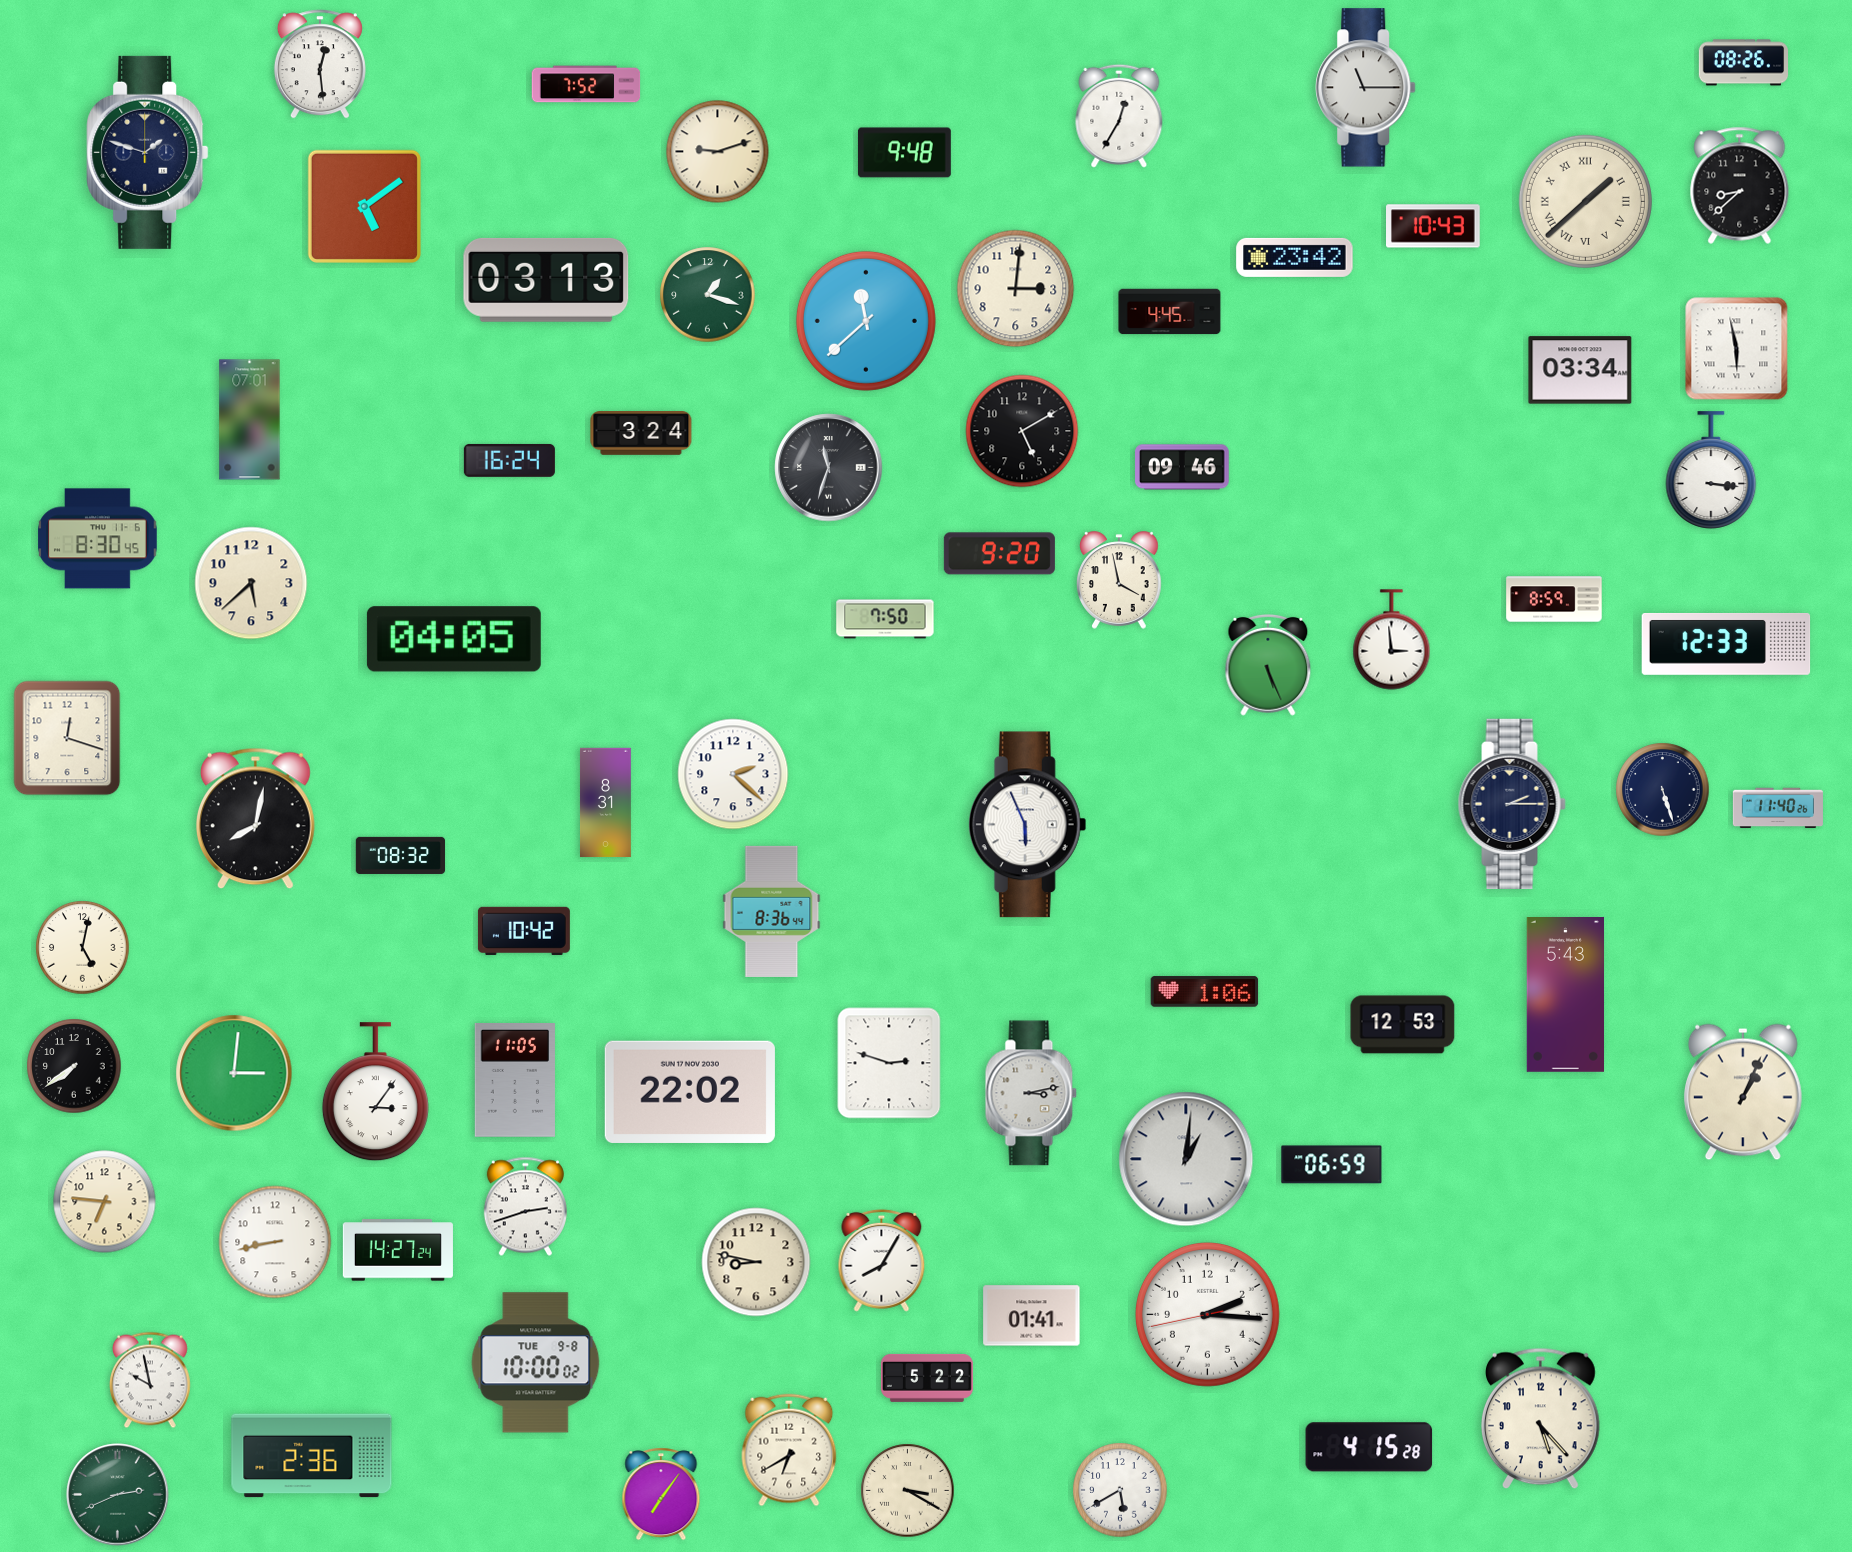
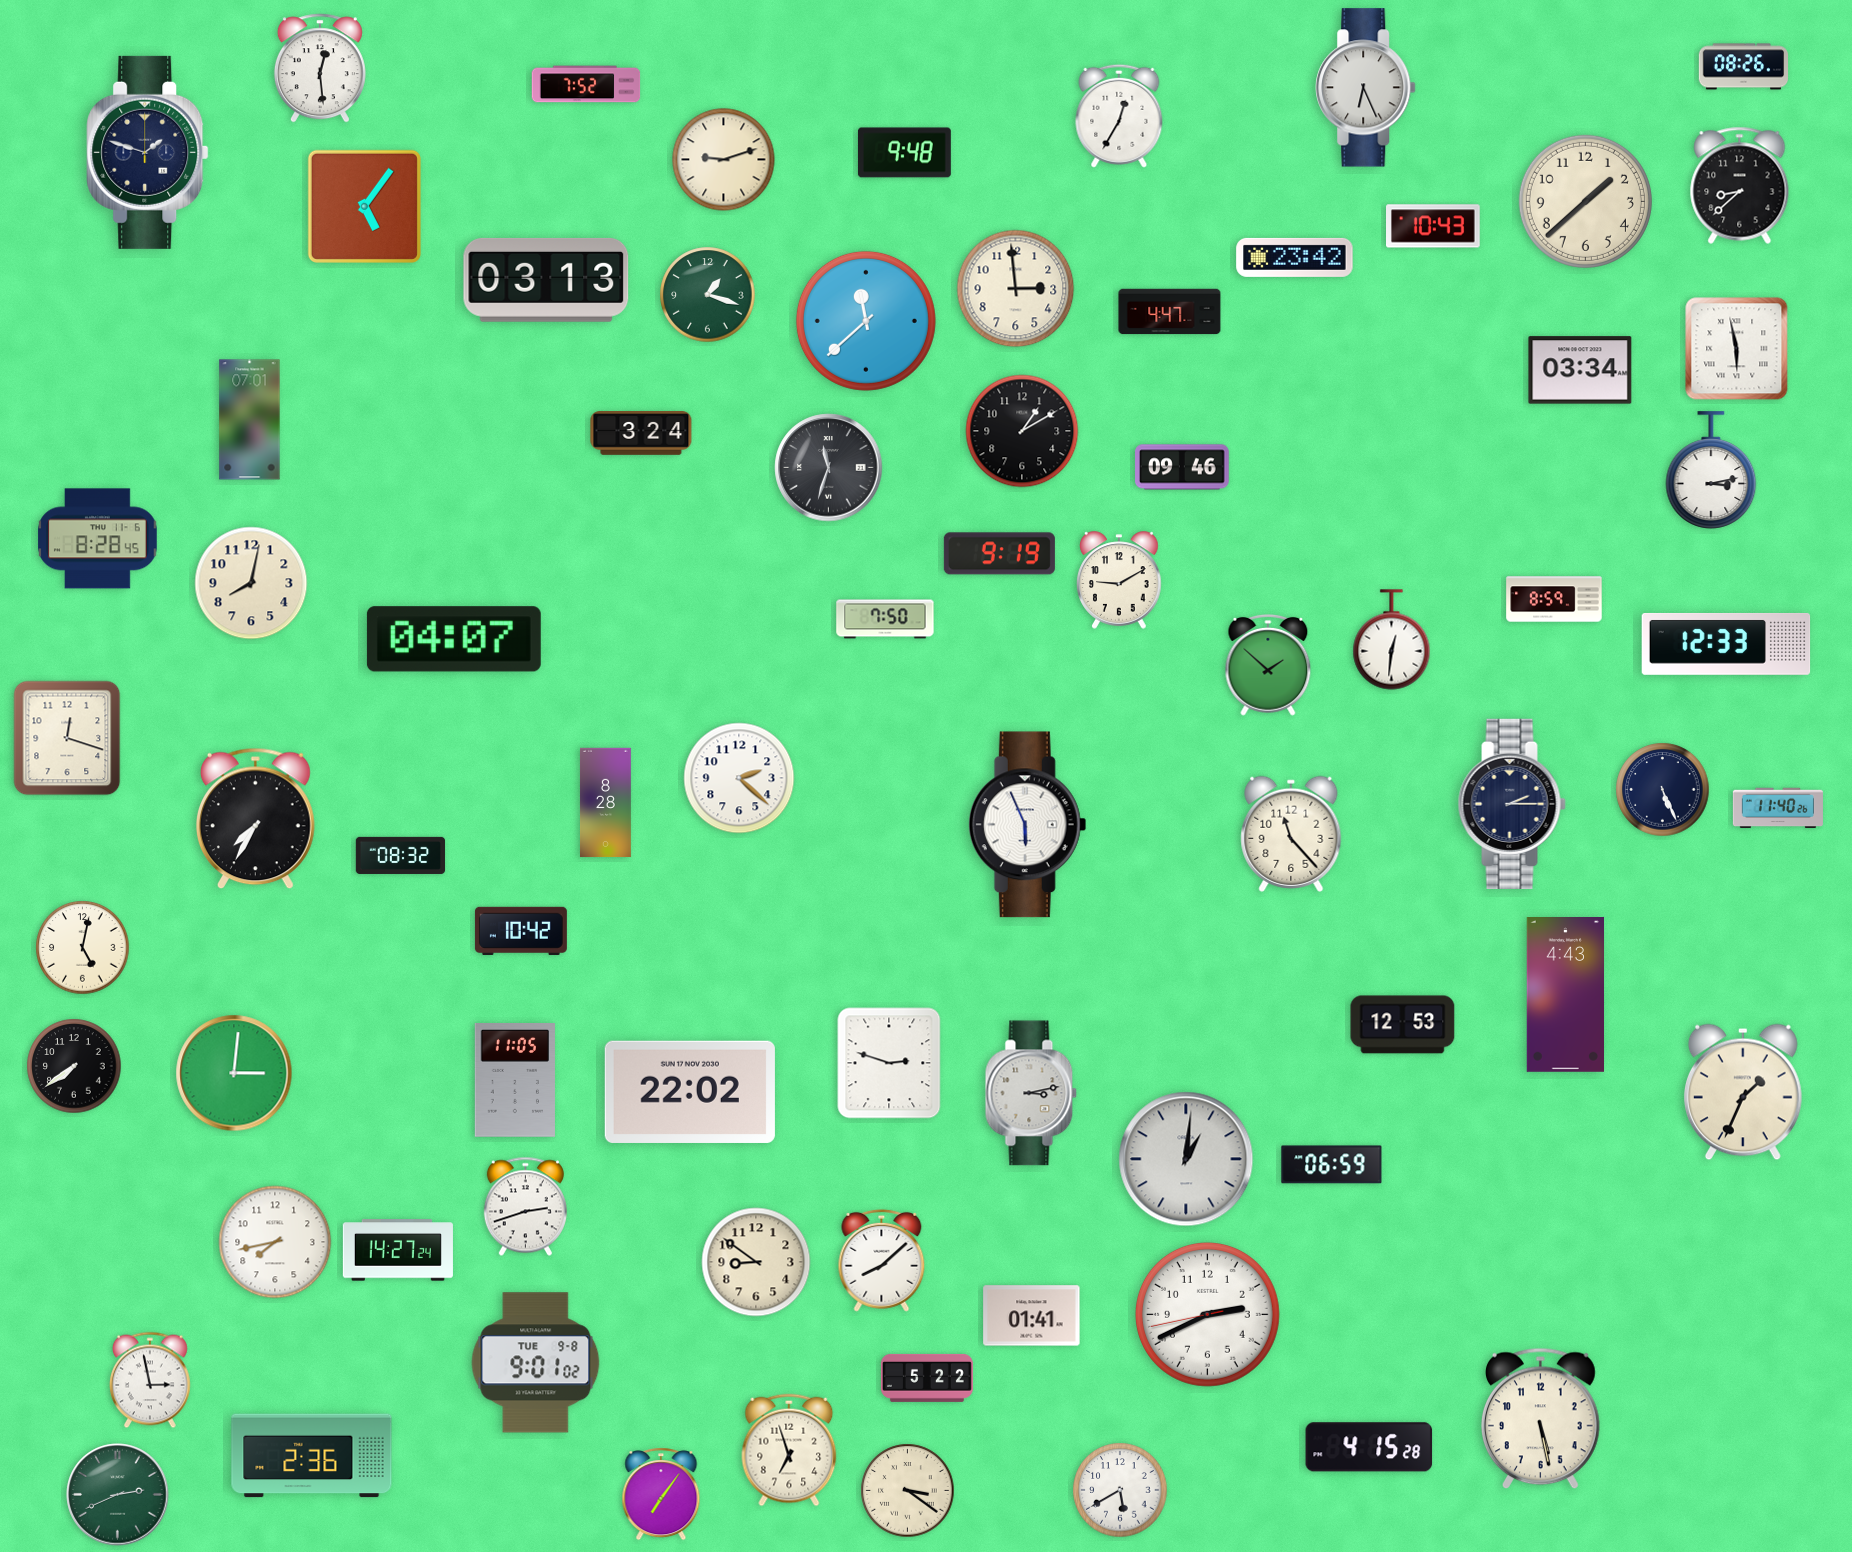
clock at (1744, 63) position: (1744, 63) -> (1744, 67)
clock at (320, 64) position: (320, 64) -> (320, 68)
clock at (1366, 88): 11:15 -> 6:26
clock at (718, 152) position: (718, 152) -> (724, 160)
clock at (1585, 201) numerals: Roman -> Arabic
clock at (364, 206): 5:09 -> 5:06
clock at (1016, 289): 3:01 -> 2:59
clock at (1170, 312): 4:45 -> 4:47
clock at (1022, 431): 5:10 -> 1:10
clock at (509, 460): 16:24 -> none
clock at (1711, 470): 3:16 -> 3:13
clock at (98, 539): 8:30 -> 8:28
clock at (999, 554): 9:20 -> 9:19
clock at (1119, 580): 3:58 -> 9:10
clock at (251, 583): 5:38 -> 8:02
clock at (454, 639): 04:05 -> 04:07
clock at (1392, 640): 2:59 -> 12:31
clock at (1268, 666): 5:26 -> 1:52
clock at (733, 774) position: (733, 774) -> (739, 778)
clock at (1663, 790): 5:27 -> 5:26
clock at (605, 803): 8:31 -> 8:28
clock at (256, 819): 8:02 -> 7:35
clock at (1291, 834): none -> 11:23
clock at (772, 911): 8:36 -> none
clock at (524, 931) position: (524, 931) -> (521, 931)
clock at (1205, 992): 1:06 -> none
clock at (1565, 995): 5:43 -> 4:43
clock at (375, 1092): 3:06 -> none
clock at (1743, 1092): 1:04 -> 1:34
clock at (105, 1202): 6:46 -> none
clock at (275, 1242): 8:43 -> 7:43
clock at (882, 1260): 8:05 -> 8:08
clock at (756, 1262): 8:47 -> 8:51
clock at (1207, 1314): 2:15 -> 2:40
clock at (536, 1363): 10:00 -> 9:01
clock at (150, 1380): 9:58 -> 2:58
clock at (1541, 1419): 5:23 -> 5:28
clock at (789, 1450): 6:40 -> 6:57
clock at (908, 1491): 3:20 -> 3:21
